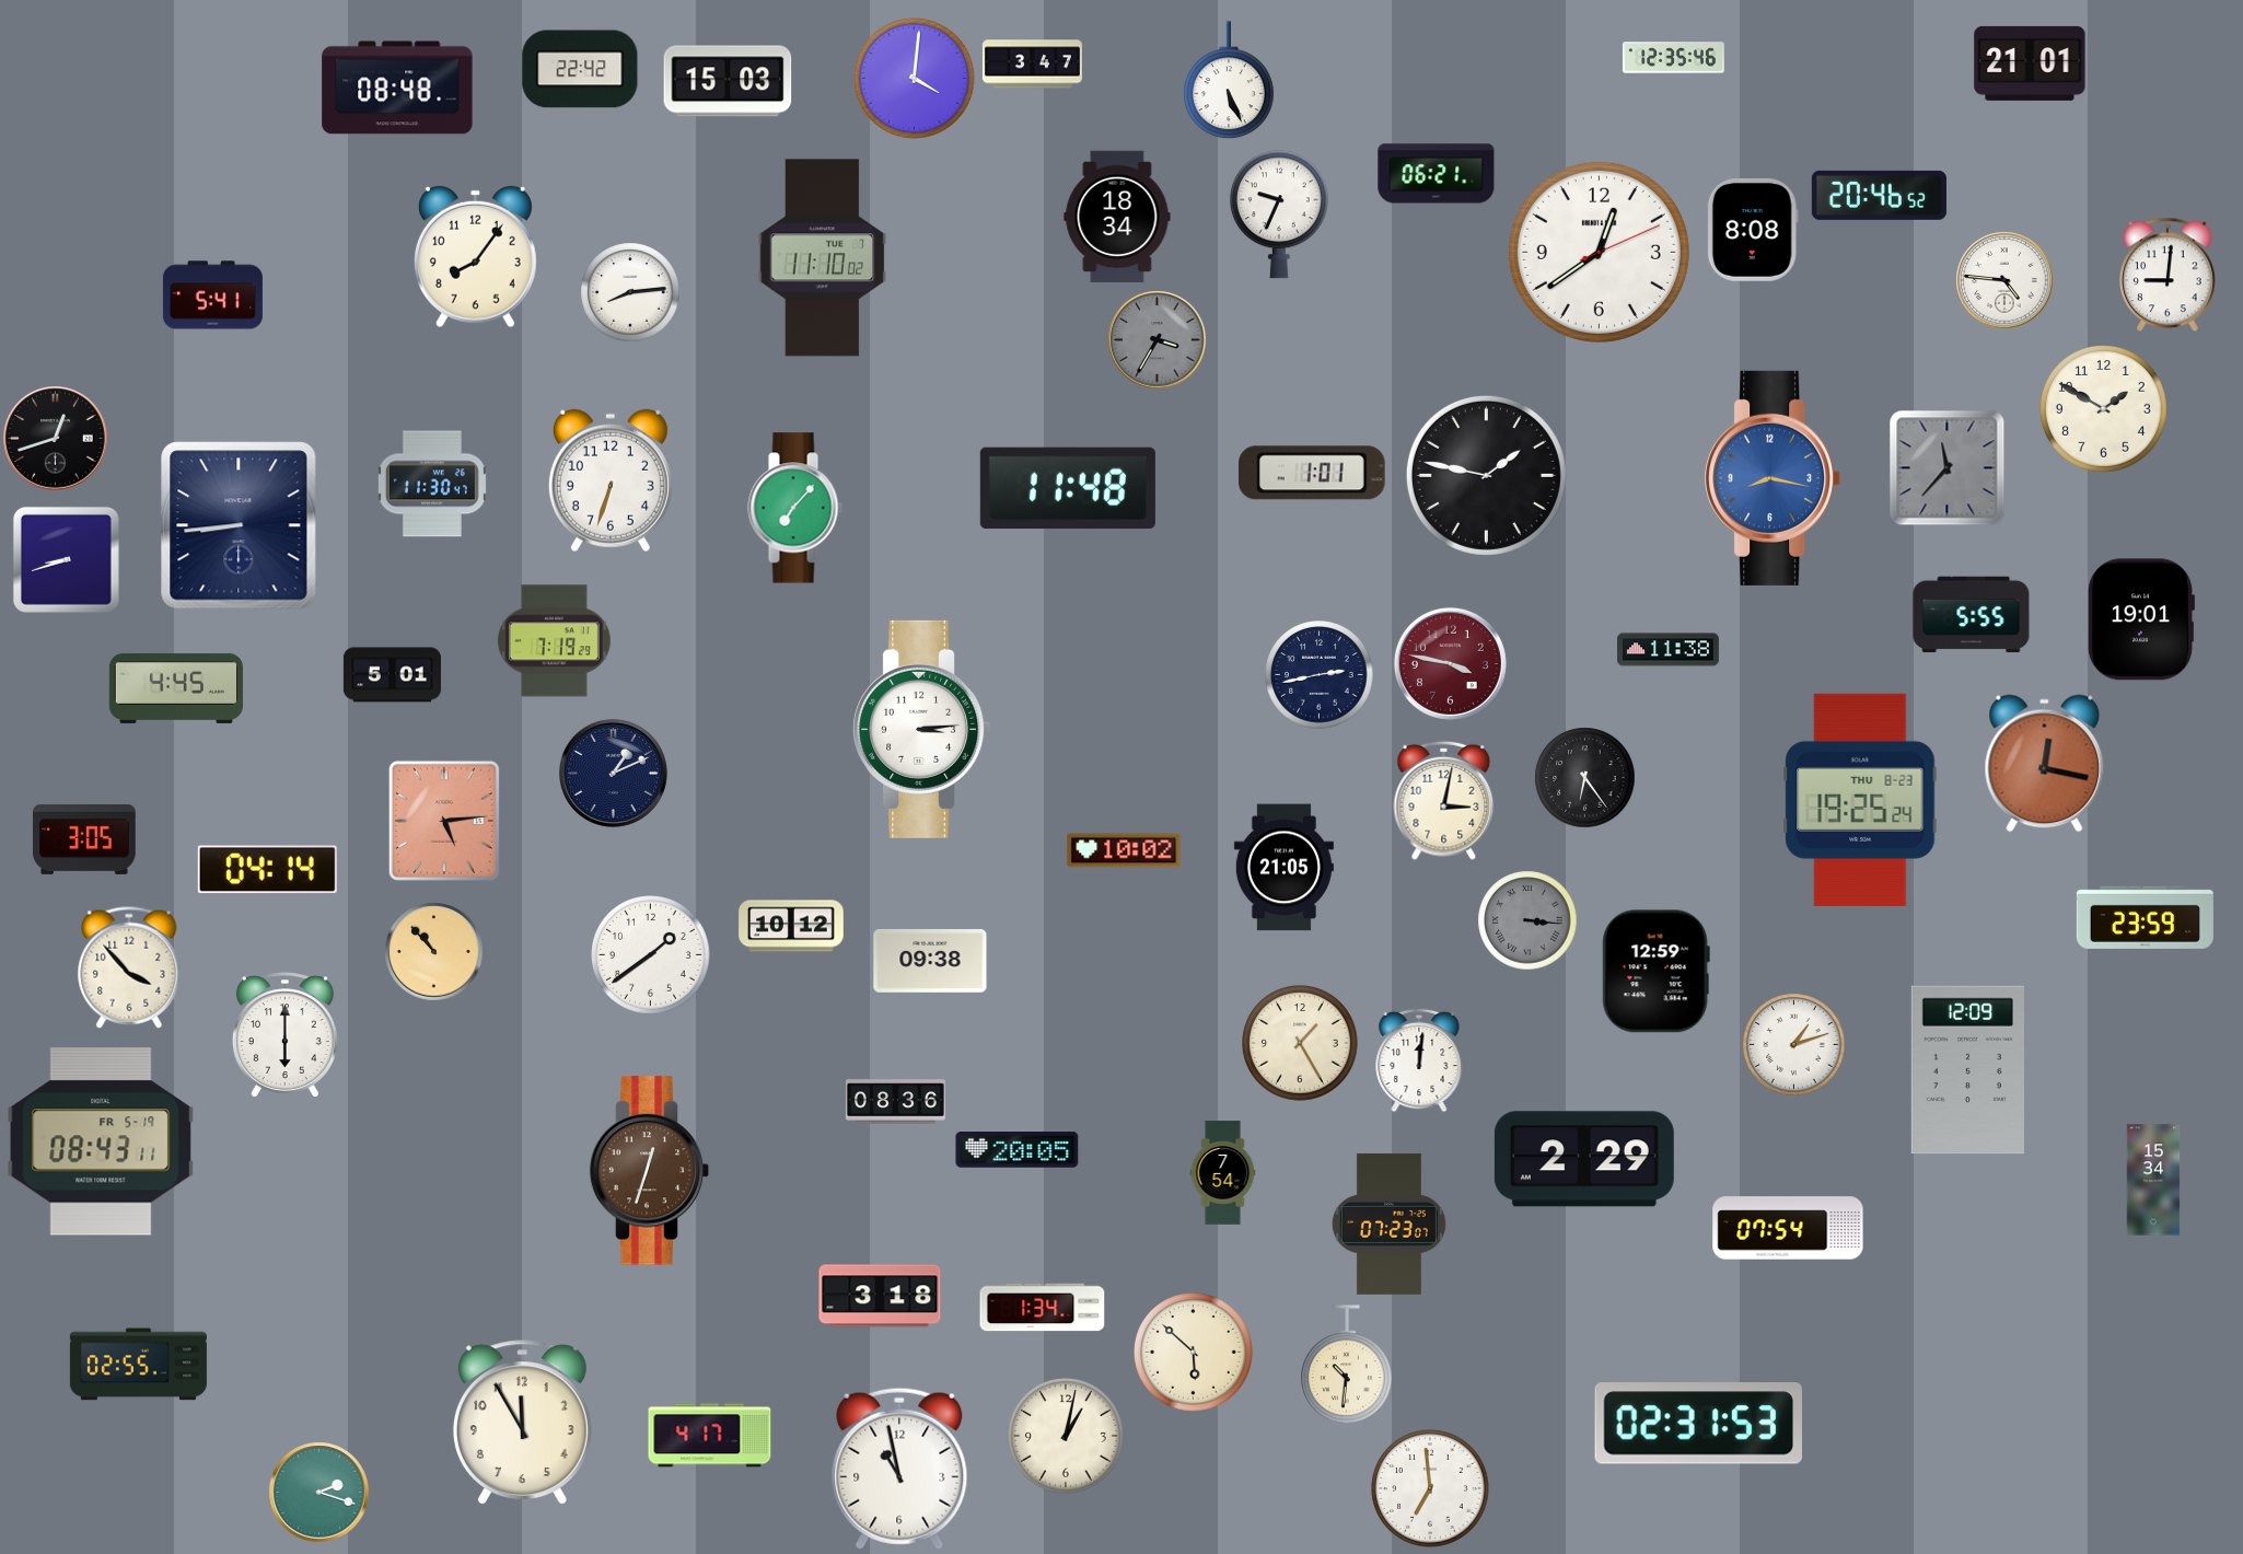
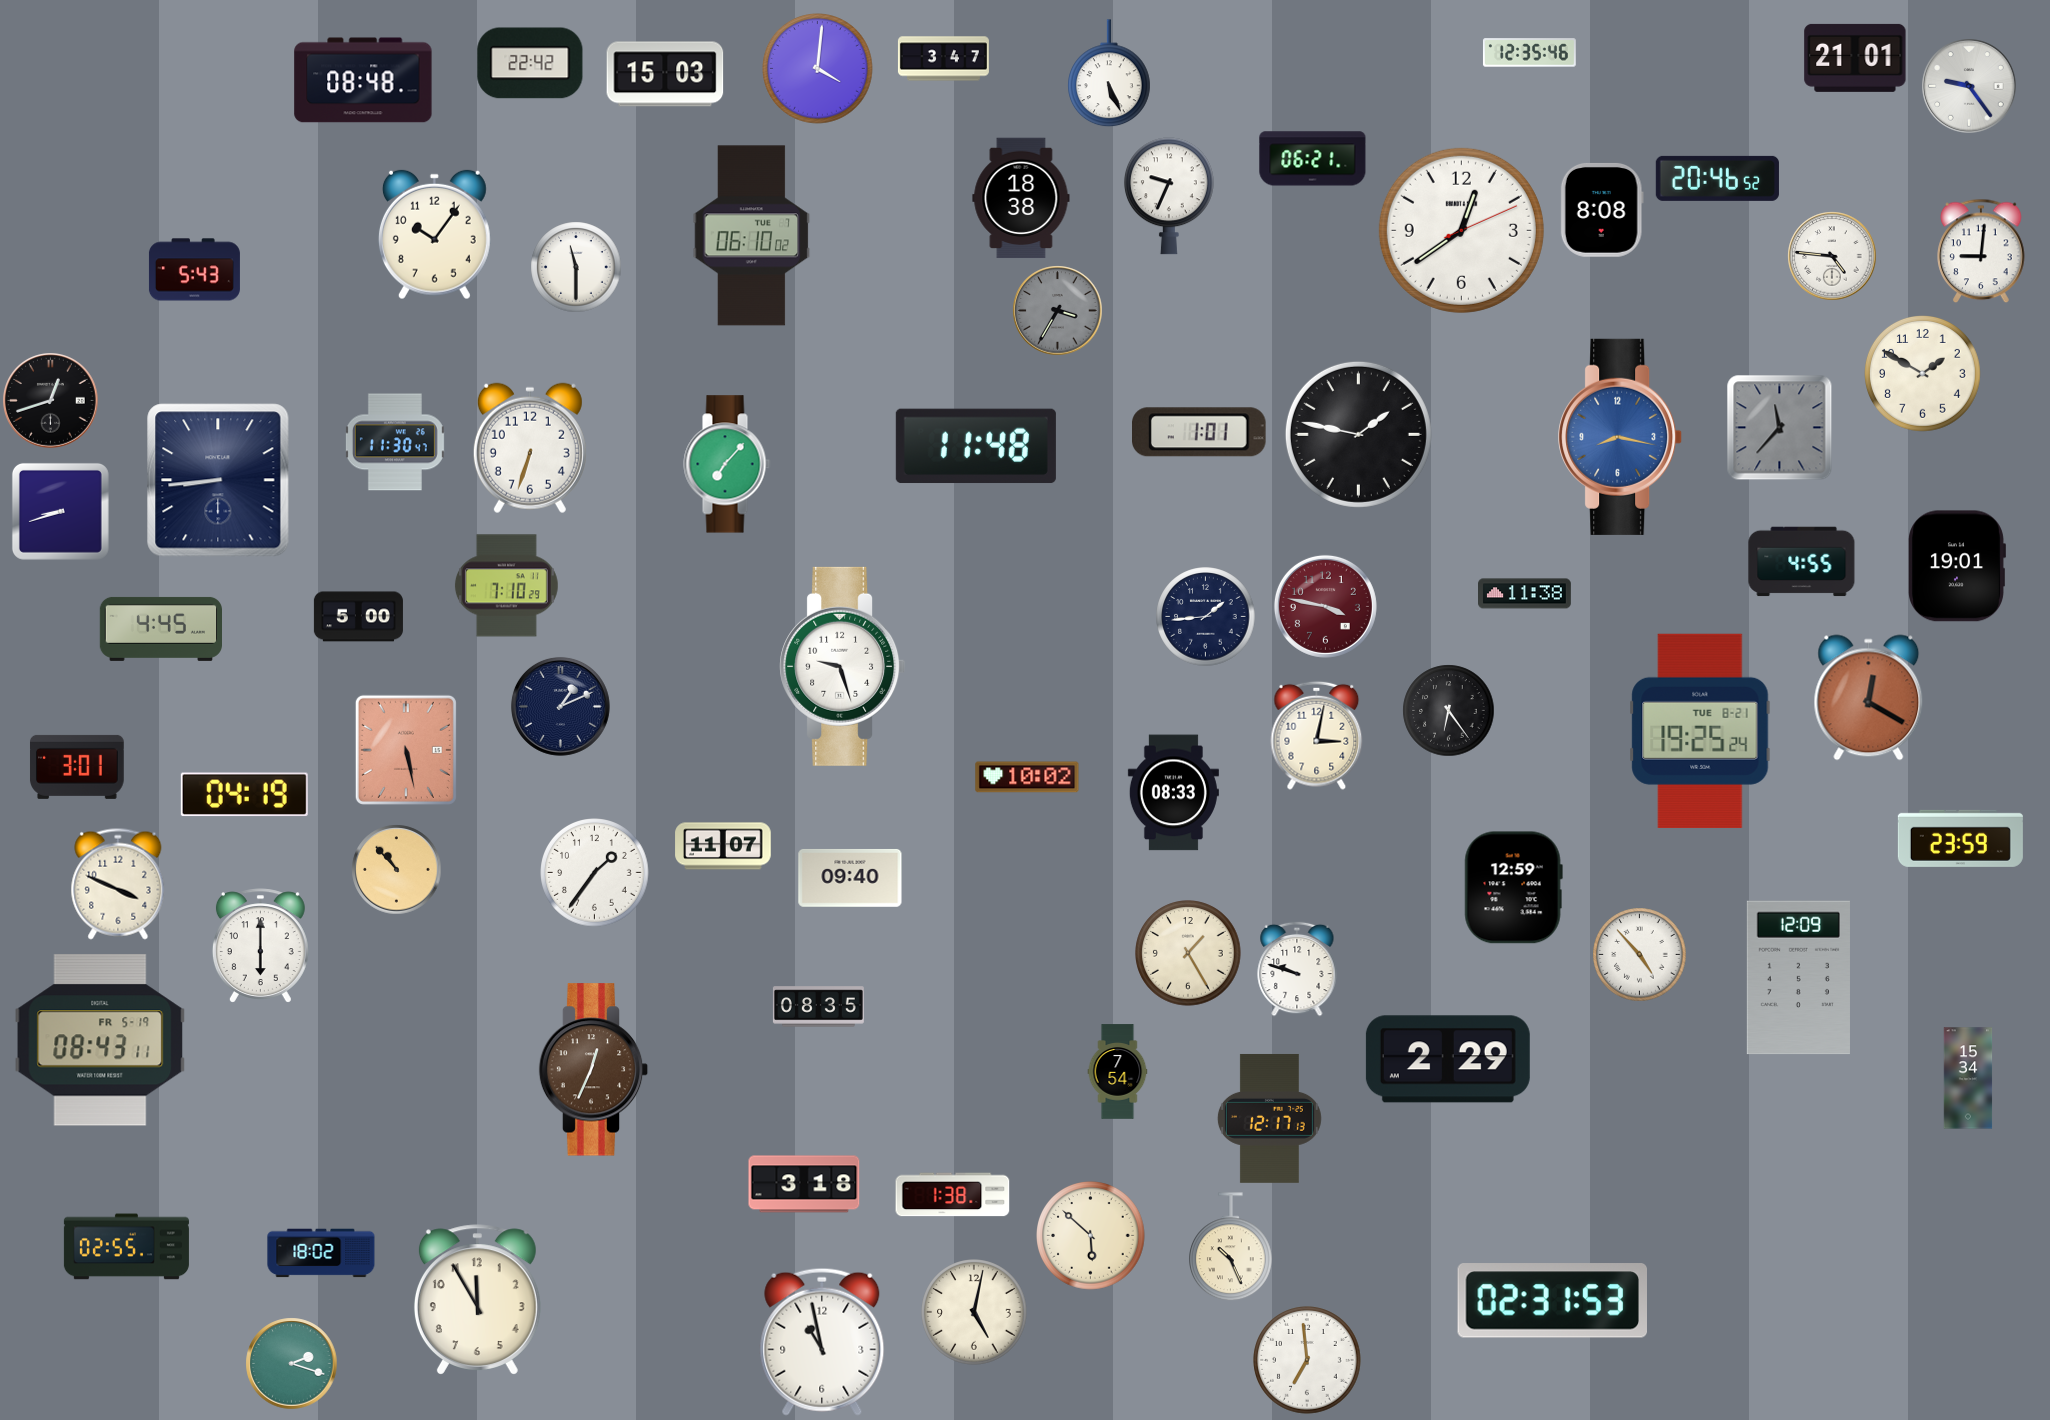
clock at (915, 79) position: (915, 79) -> (818, 69)
clock at (1230, 81) position: (1230, 81) -> (1110, 74)
clock at (1969, 86): none -> 9:24
clock at (1117, 217): 18:34 -> 18:38
clock at (475, 257): 8:06 -> 10:06
clock at (823, 258): 11:10 -> 06:10
clock at (630, 292): 8:14 -> 11:30
clock at (212, 295): 5:41 -> 5:43
clock at (611, 480) position: (611, 480) -> (530, 448)
clock at (1972, 615): 5:55 -> 4:55
clock at (554, 641): 7:19 -> 7:10
clock at (392, 675): 5:01 -> 5:00
clock at (1320, 675): 2:43 -> 1:44
clock at (922, 729): 3:14 -> 9:27
clock at (2045, 764): 12:17 -> 12:20
clock at (1444, 800) position: (1444, 800) -> (1317, 735)
clock at (1860, 800) date: THU 8-23 -> TUE 8-21
clock at (444, 821): 5:14 -> 5:28
clock at (84, 839): 3:05 -> 3:01
clock at (1283, 868): 21:05 -> 08:33
clock at (267, 870): 04:14 -> 04:19
clock at (1527, 920): 3:16 -> none
clock at (791, 926): 10:12 -> 11:07
clock at (651, 955): 1:39 -> 1:36
clock at (930, 961): 09:38 -> 09:40
clock at (129, 967): 3:53 -> 3:49
clock at (1794, 1045): 1:12 -> 4:53
clock at (1419, 1060): 12:01 -> 9:48
clock at (895, 1102): 08:36 -> 08:35
clock at (101, 1141) position: (101, 1141) -> (100, 1040)
clock at (1018, 1150): 20:05 -> none
clock at (650, 1171): 12:33 -> 12:34
clock at (1388, 1224): 07:23 -> 12:17
clock at (1788, 1228): 07:54 -> none
clock at (1043, 1308): 1:34 -> 1:38
clock at (1347, 1365): 10:31 -> 10:26
clock at (321, 1253): none -> 18:02
clock at (710, 1436): 4:17 -> none
clock at (1066, 1436): 1:02 -> 5:02
